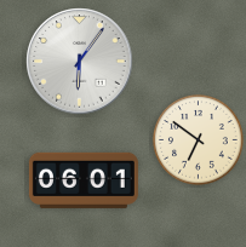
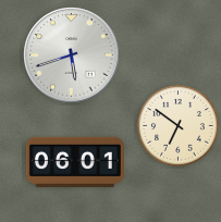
clock at (80, 62): 6:06 -> 5:42
